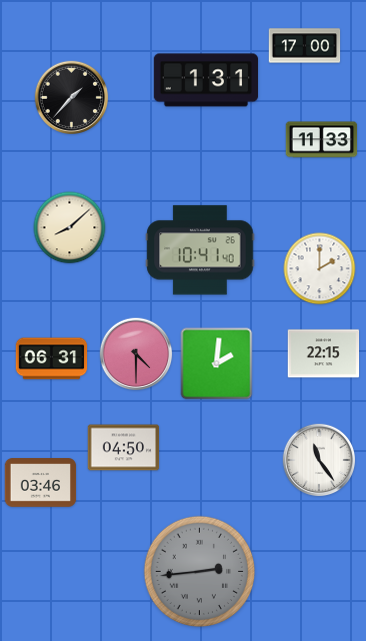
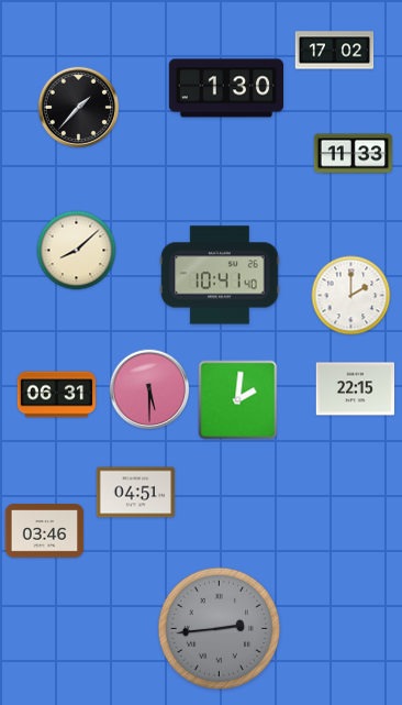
clock at (305, 46): 17:00 -> 17:02
clock at (206, 80): 1:31 -> 1:30
clock at (136, 354): 4:30 -> 5:30
clock at (124, 448): 04:50 -> 04:51
clock at (319, 460): 11:24 -> none
